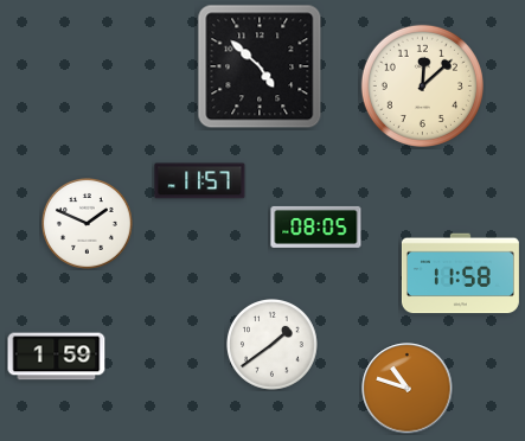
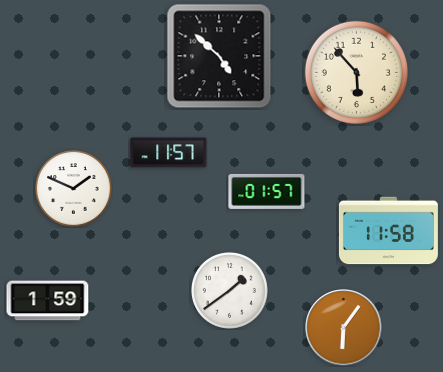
clock at (422, 85): 12:08 -> 5:53
clock at (316, 226): 08:05 -> 01:57
clock at (408, 389): 10:48 -> 6:06
